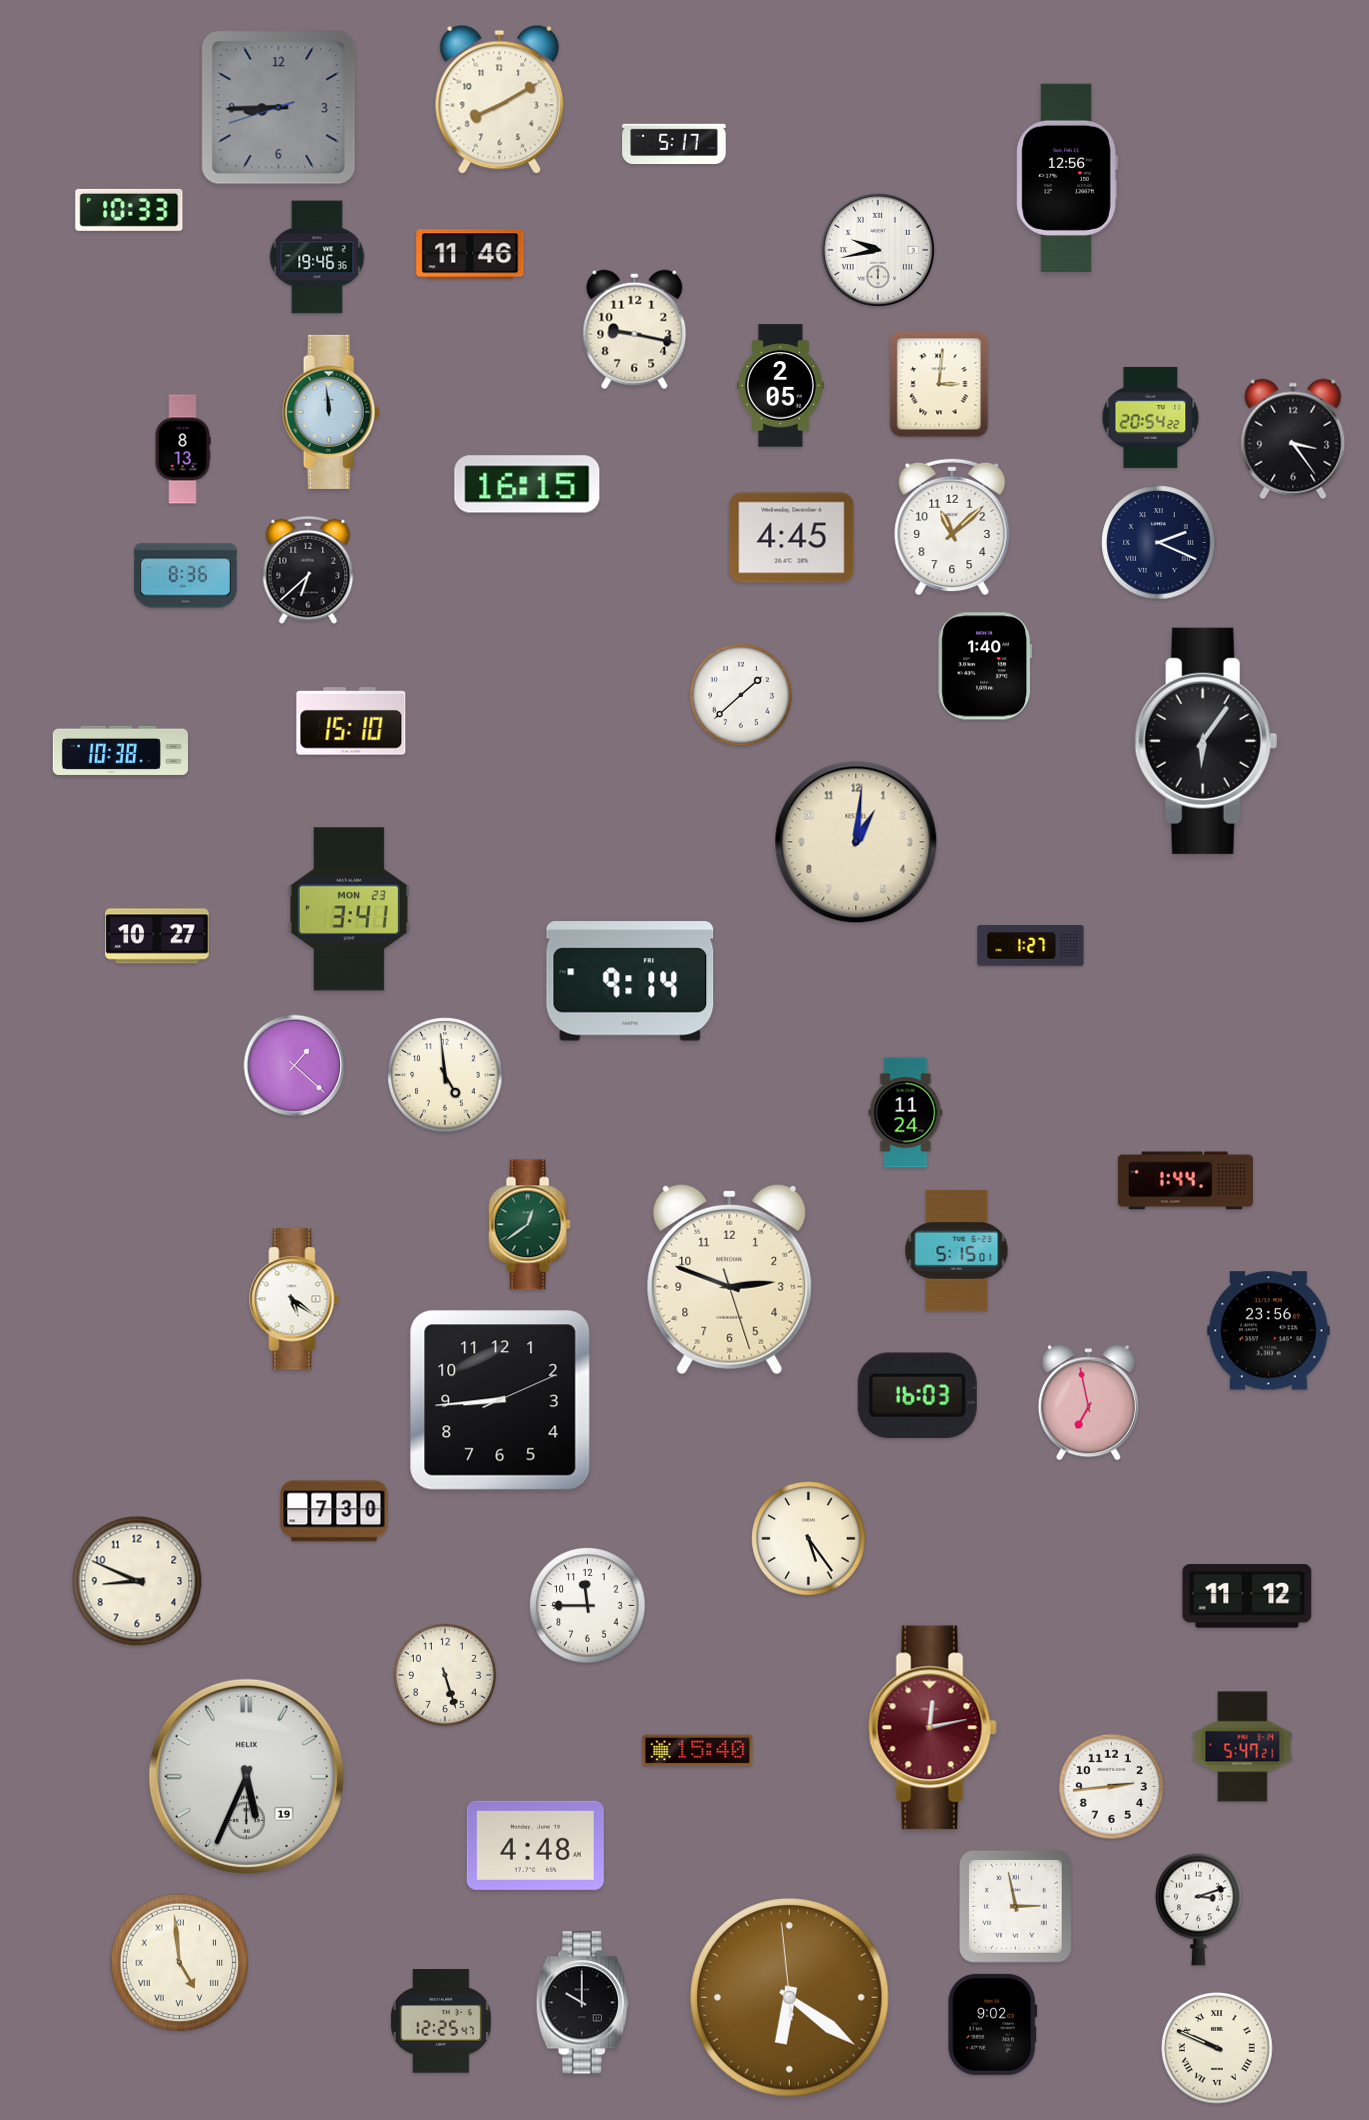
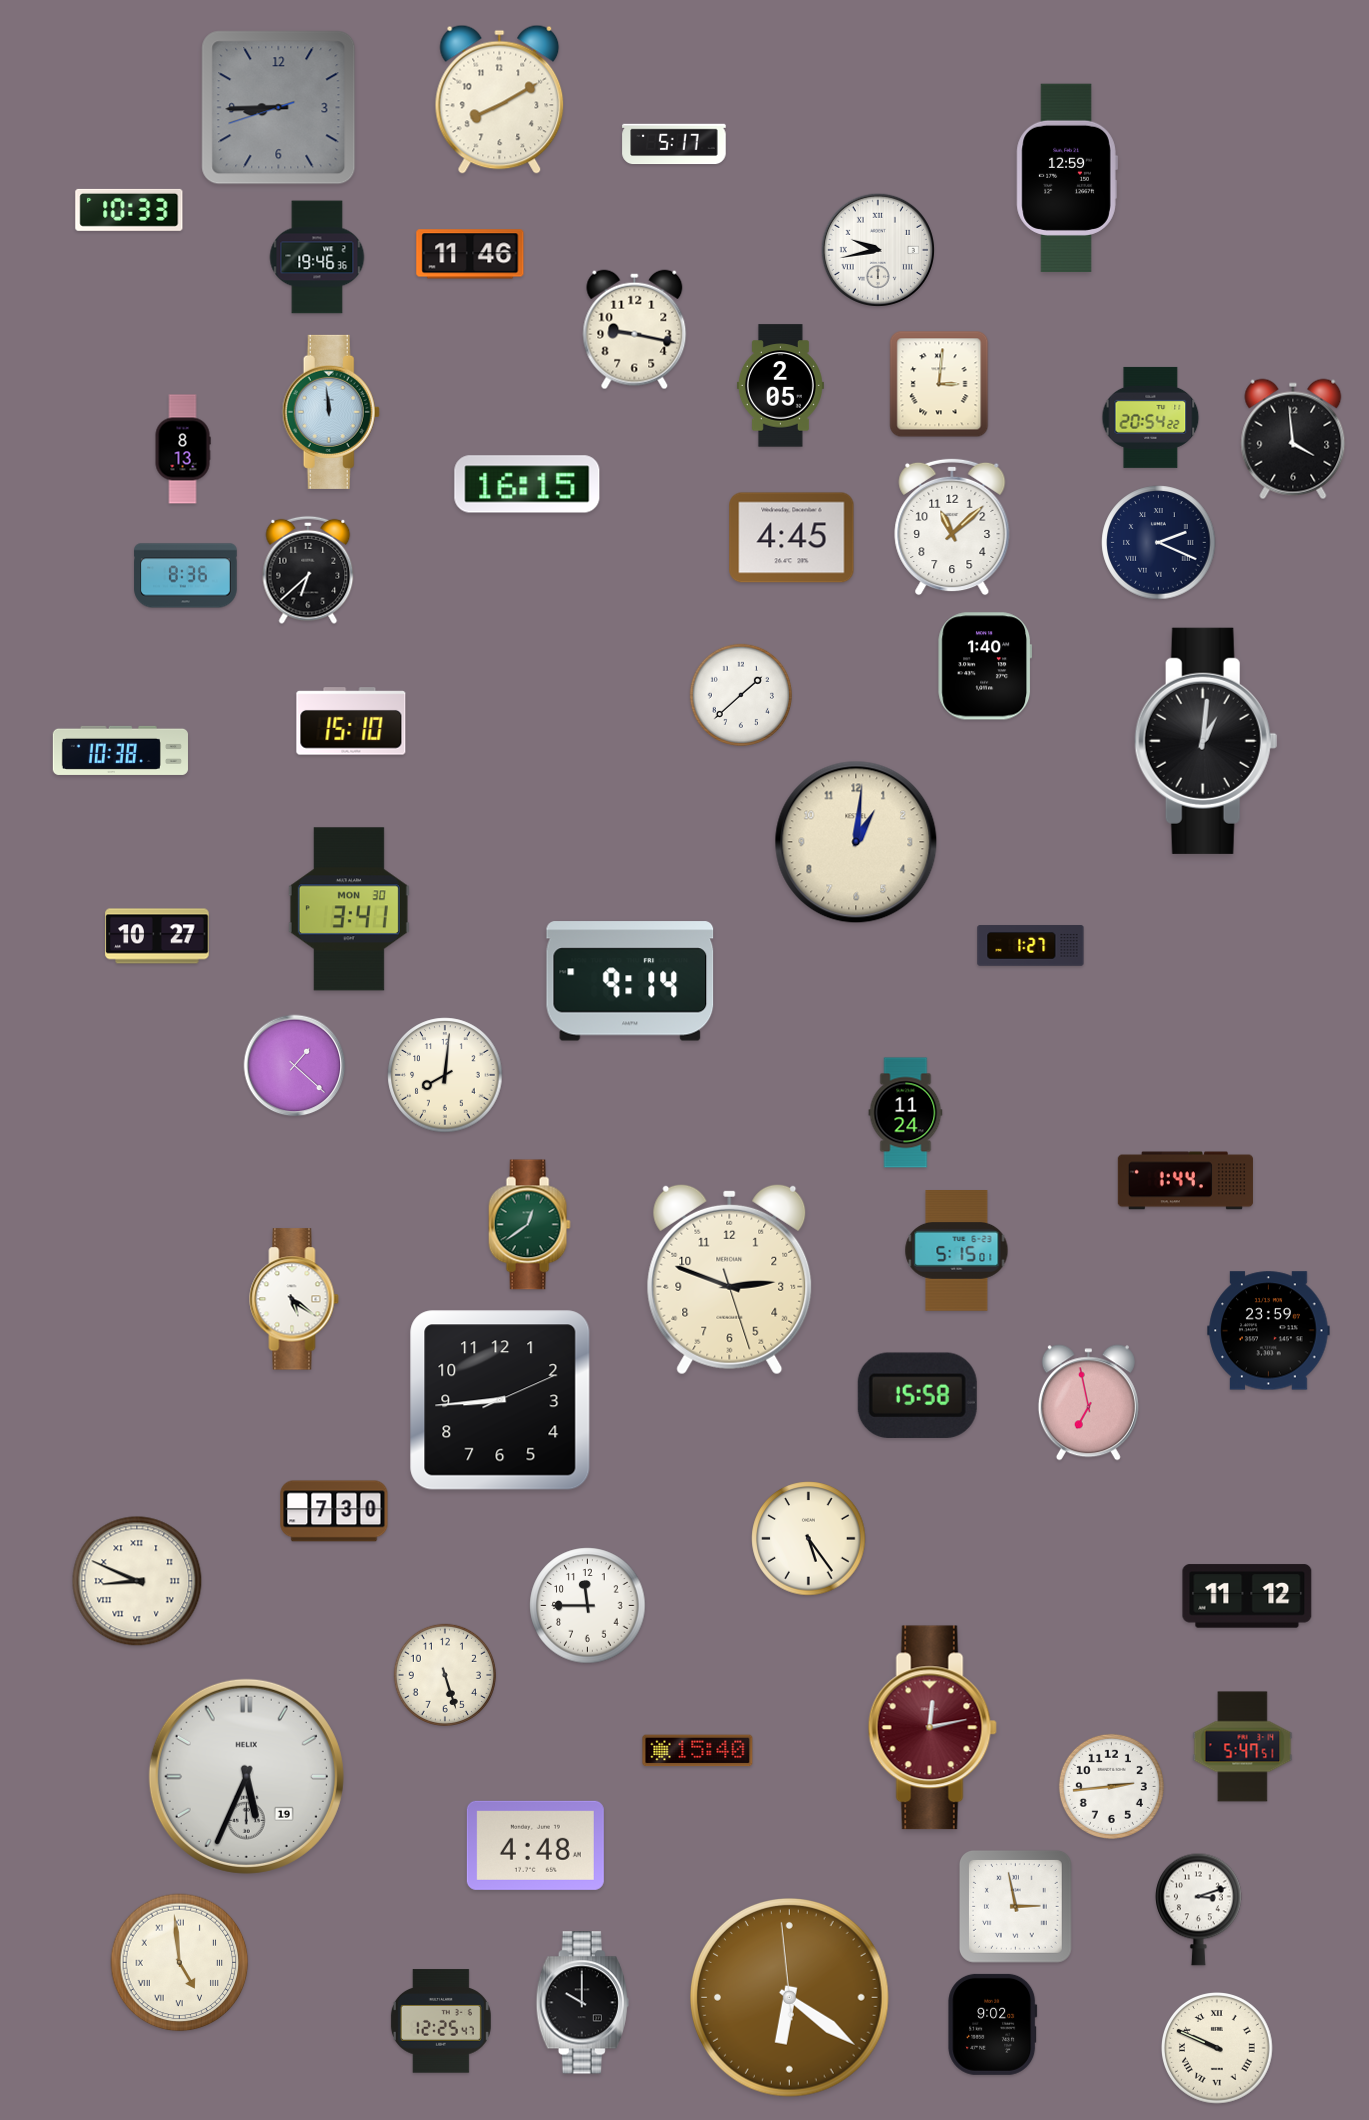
clock at (1067, 177): 12:56 -> 12:59
clock at (1293, 439): 3:24 -> 3:59
clock at (1206, 741): 6:06 -> 1:01
clock at (349, 909) date: MON 23 -> MON 30
clock at (445, 1075): 4:59 -> 8:01
clock at (1269, 1331): 23:56 -> 23:59
clock at (917, 1395): 16:03 -> 15:58
clock at (137, 1581) numerals: Arabic -> Roman
clock at (1243, 1747): 5:47:21 -> 5:47:51
